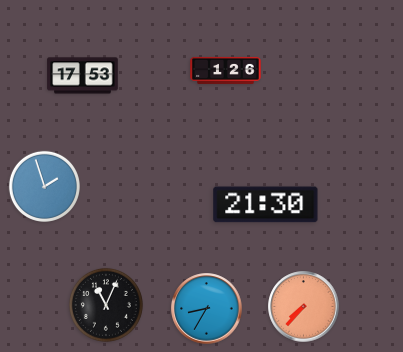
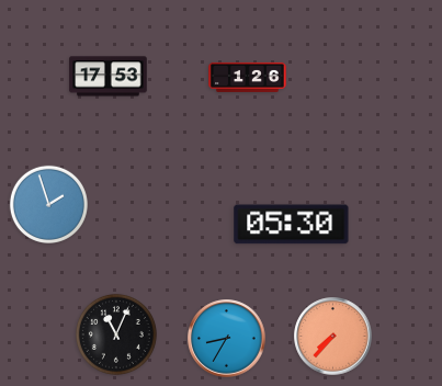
clock at (83, 76) position: (83, 76) -> (109, 77)
clock at (266, 205): 21:30 -> 05:30
